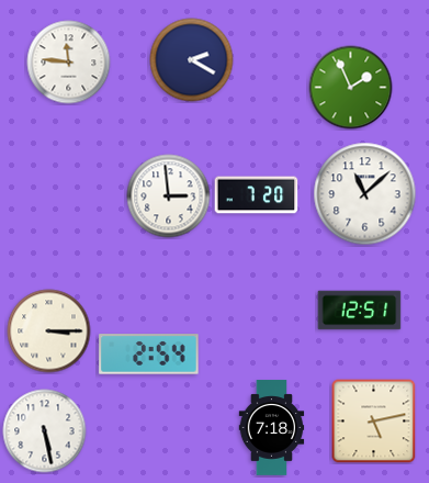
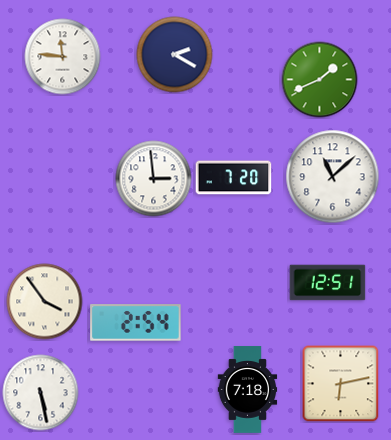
clock at (351, 88): 1:56 -> 1:41
clock at (49, 332): 3:15 -> 3:54
clock at (374, 422): 5:13 -> 6:13
